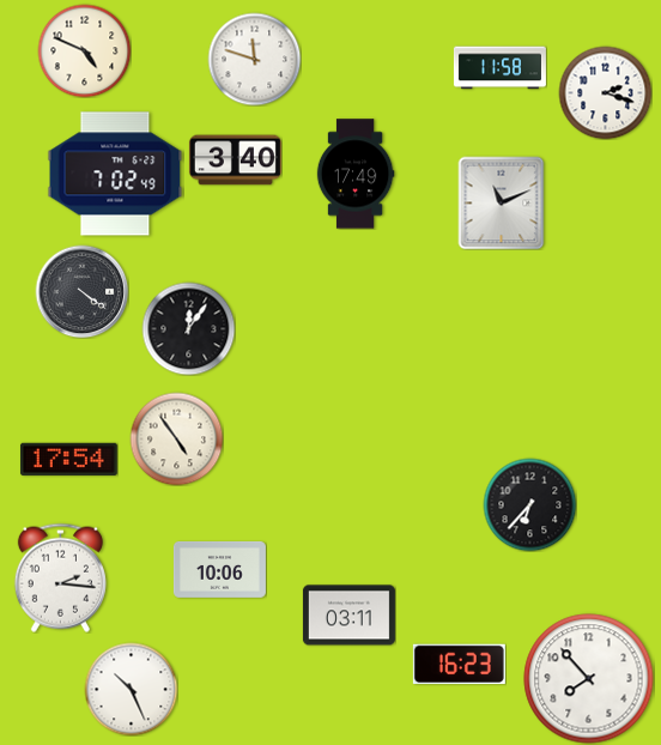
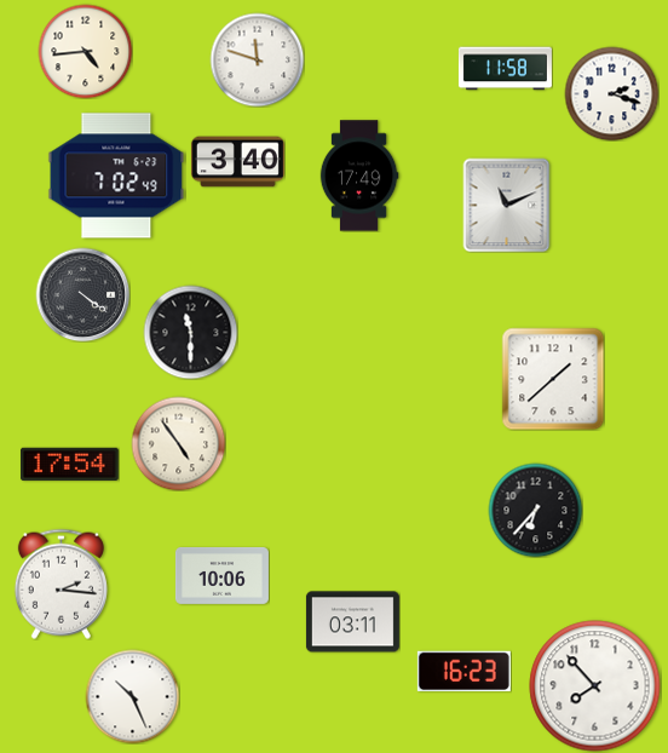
clock at (84, 50): 4:49 -> 4:44
clock at (188, 328): 12:06 -> 11:30
clock at (553, 379): none -> 1:38
